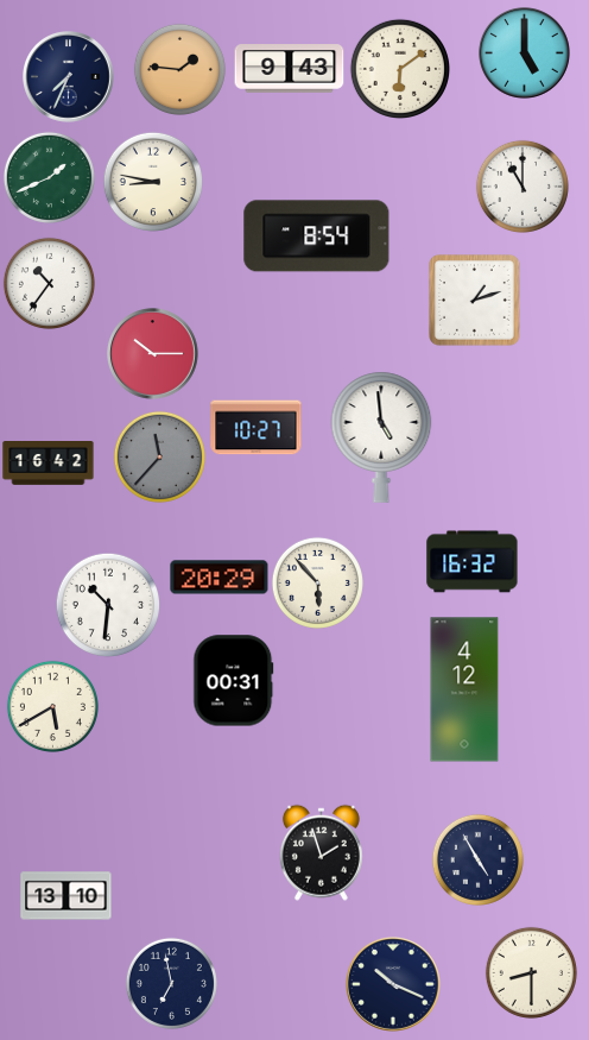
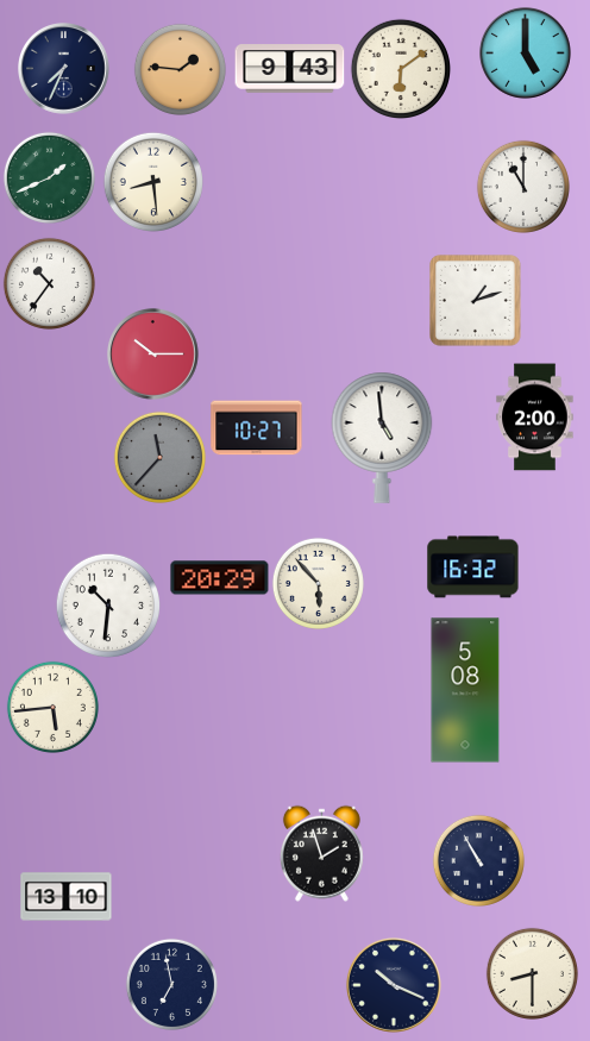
clock at (69, 77) position: (69, 77) -> (64, 69)
clock at (152, 181): 8:47 -> 8:29
clock at (317, 237): 8:54 -> none
clock at (535, 418): none -> 2:00
clock at (49, 464): 16:42 -> none
clock at (473, 562) position: (473, 562) -> (473, 567)
clock at (234, 681): 00:31 -> none
clock at (464, 689): 4:12 -> 5:08
clock at (52, 706): 5:40 -> 5:44
clock at (477, 859): 4:55 -> 10:55
